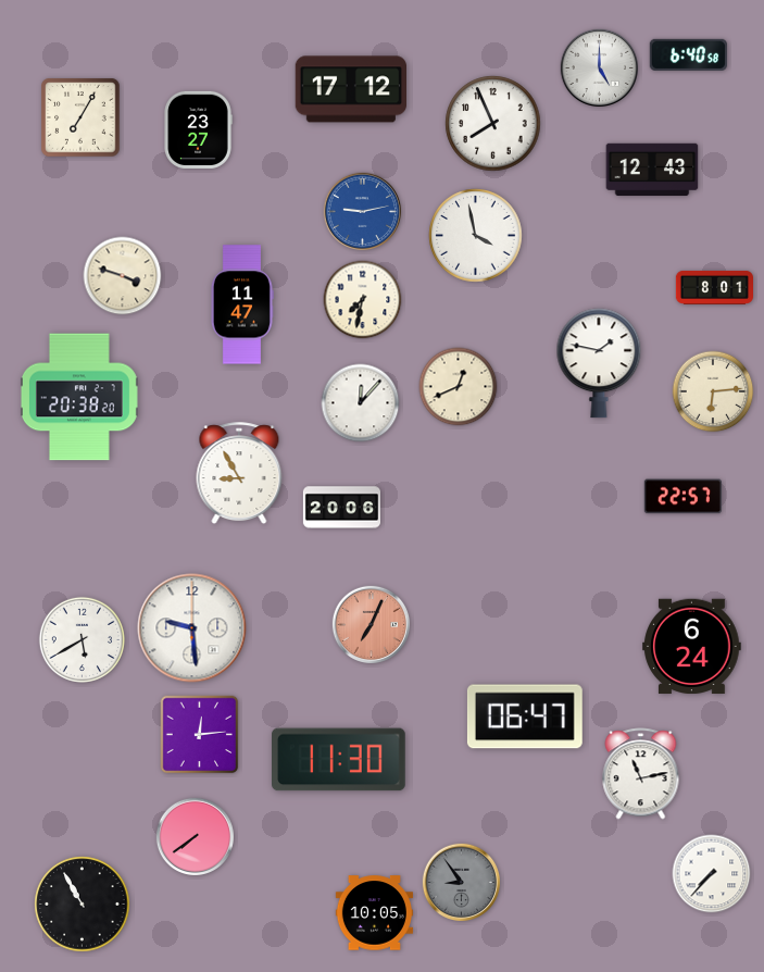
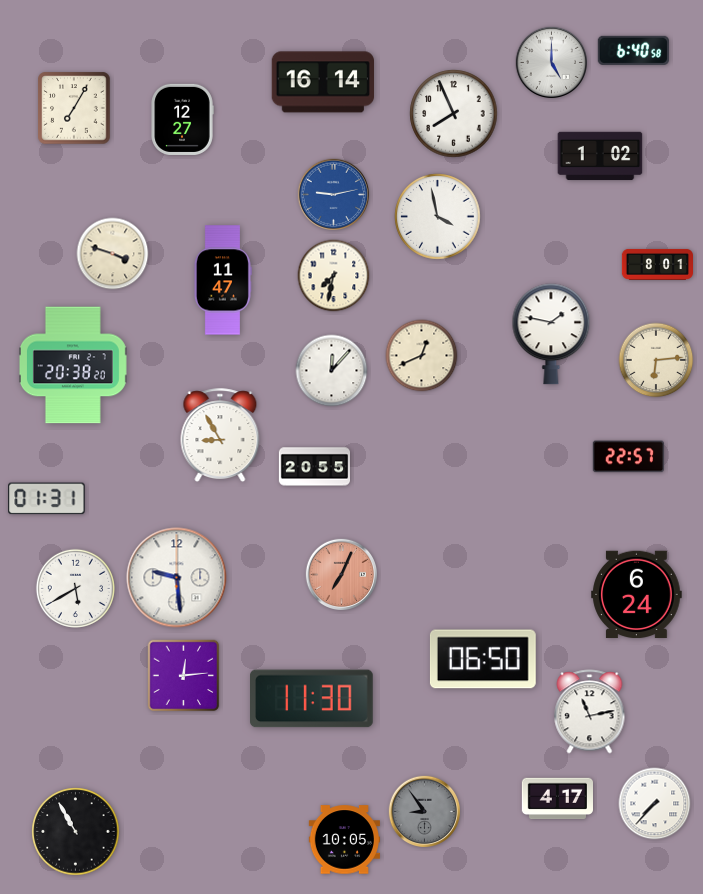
clock at (351, 89): 17:12 -> 16:14
clock at (198, 129): 23:27 -> 12:27
clock at (652, 170): 12:43 -> 1:02
clock at (341, 508): 20:06 -> 20:55
clock at (47, 499): none -> 01:31
clock at (525, 716): 06:47 -> 06:50
clock at (195, 836): 7:39 -> none
clock at (557, 799): none -> 4:17
